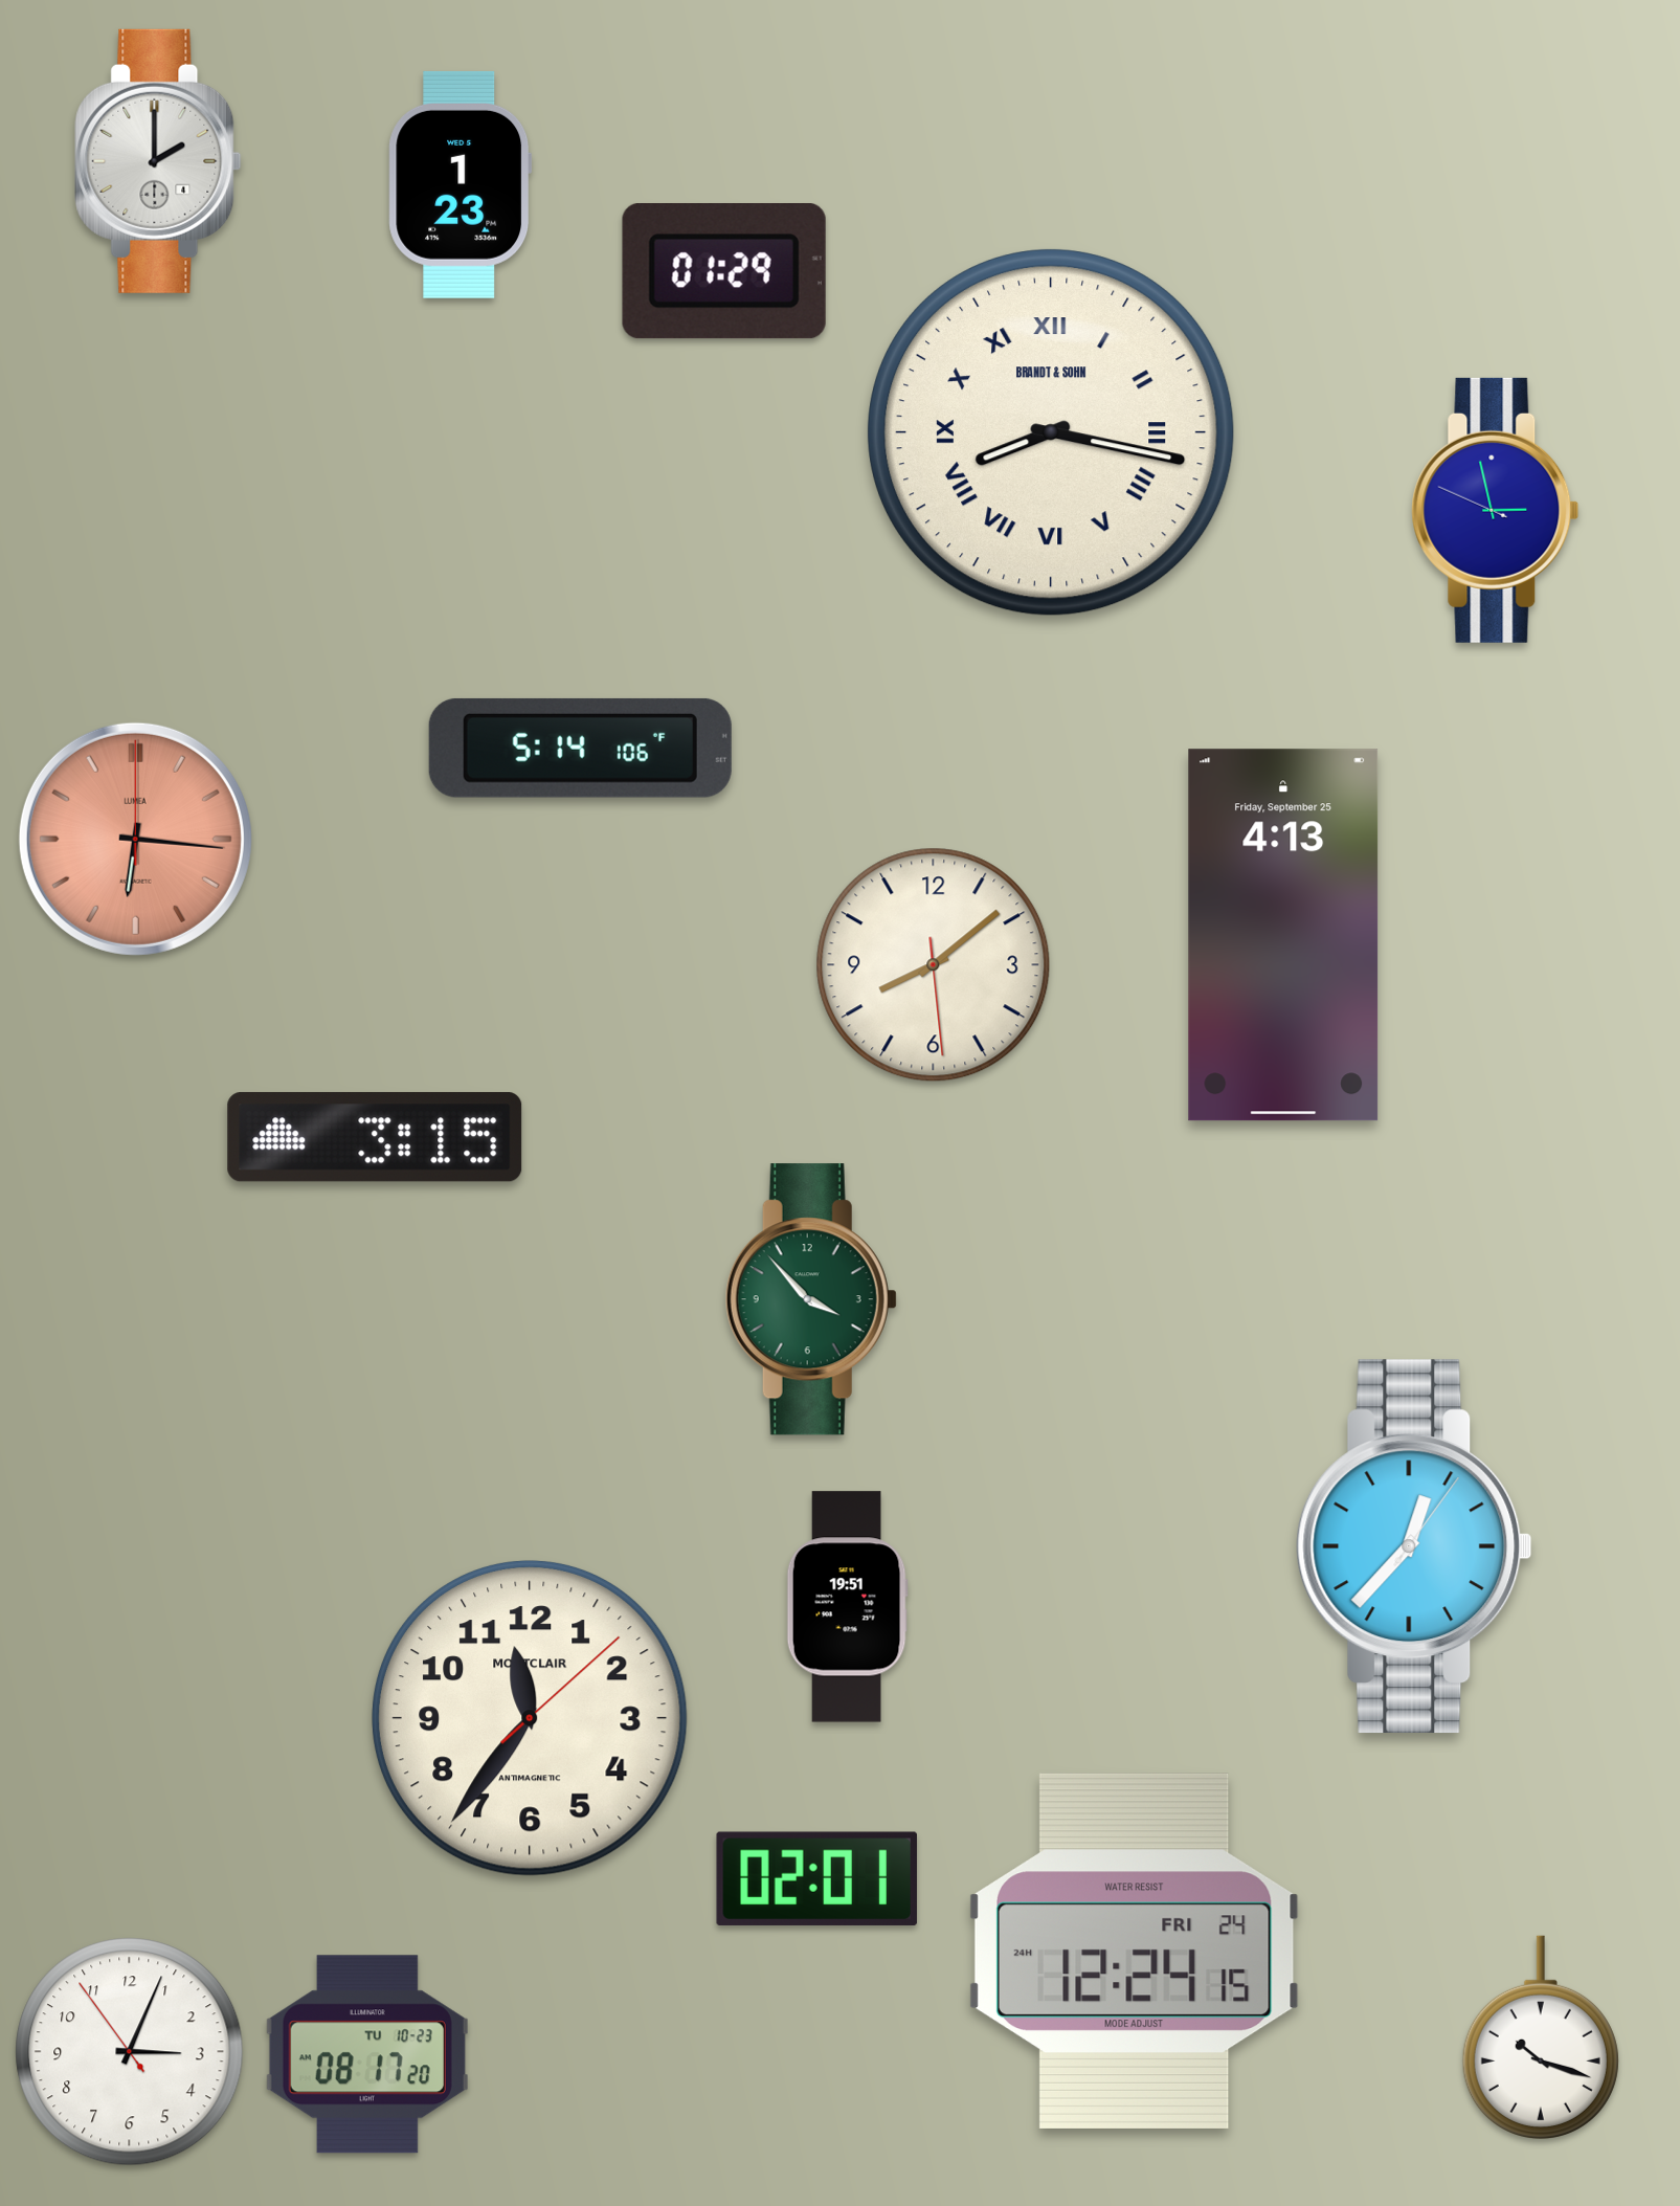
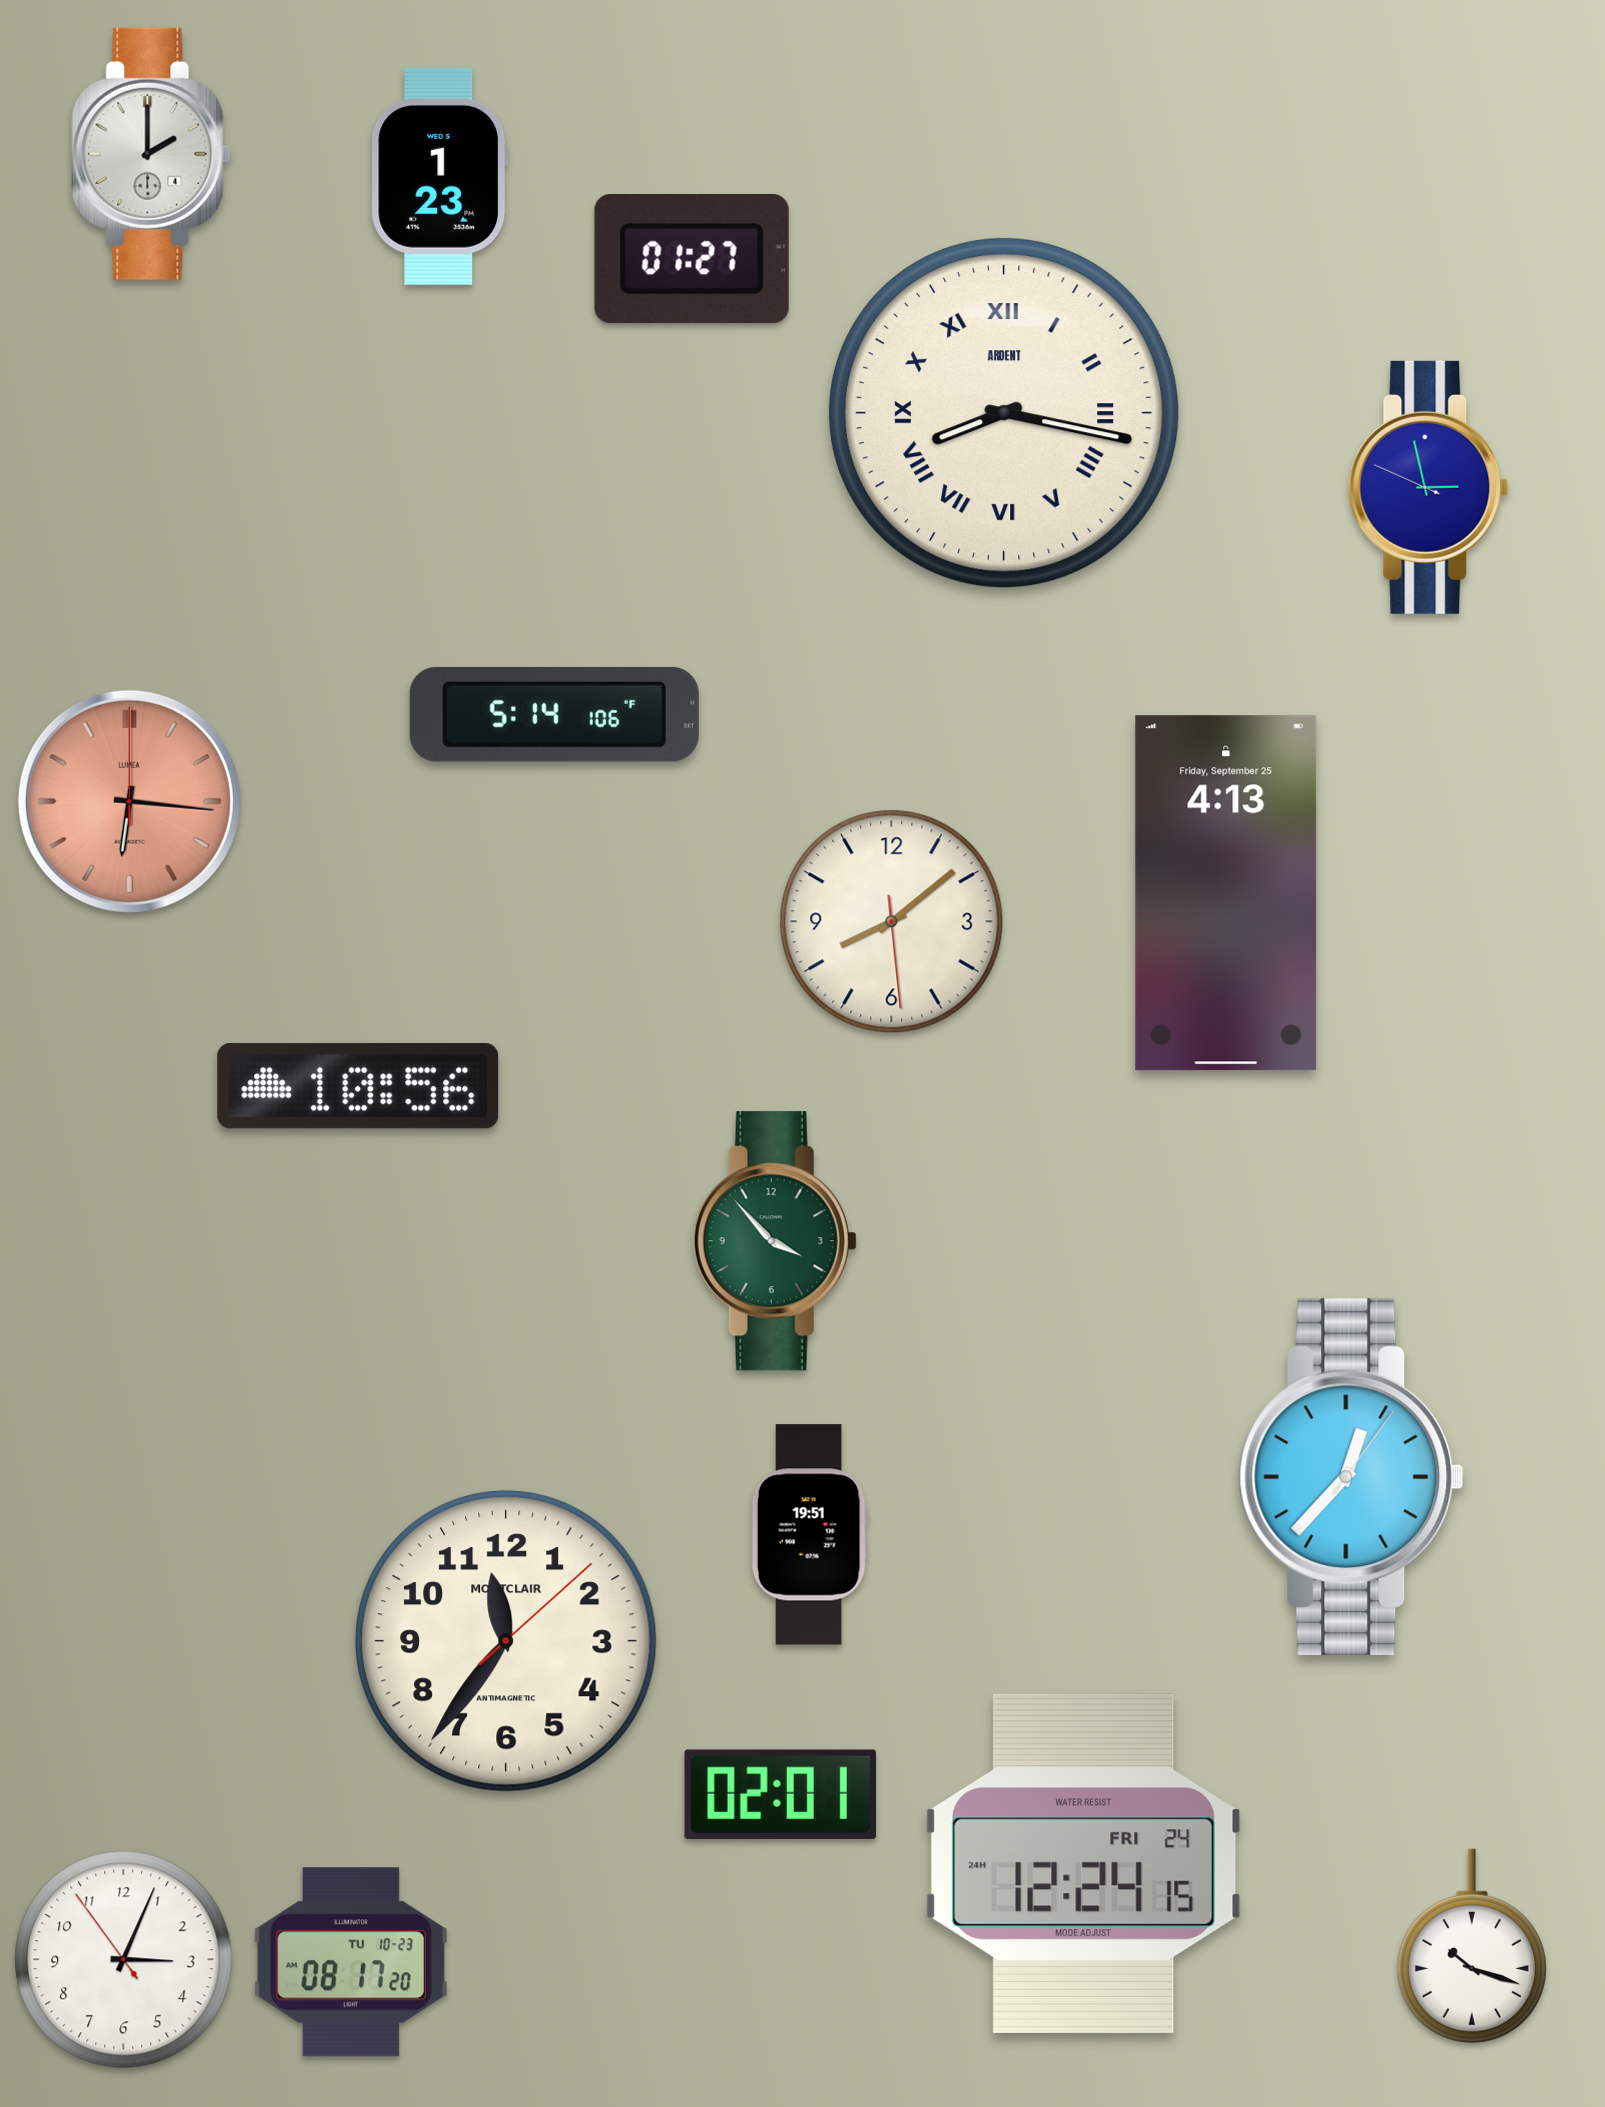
clock at (724, 272): 01:29 -> 01:27
clock at (1052, 433) brand: BRANDT & SOHN -> ARDENT
clock at (375, 1137): 3:15 -> 10:56
